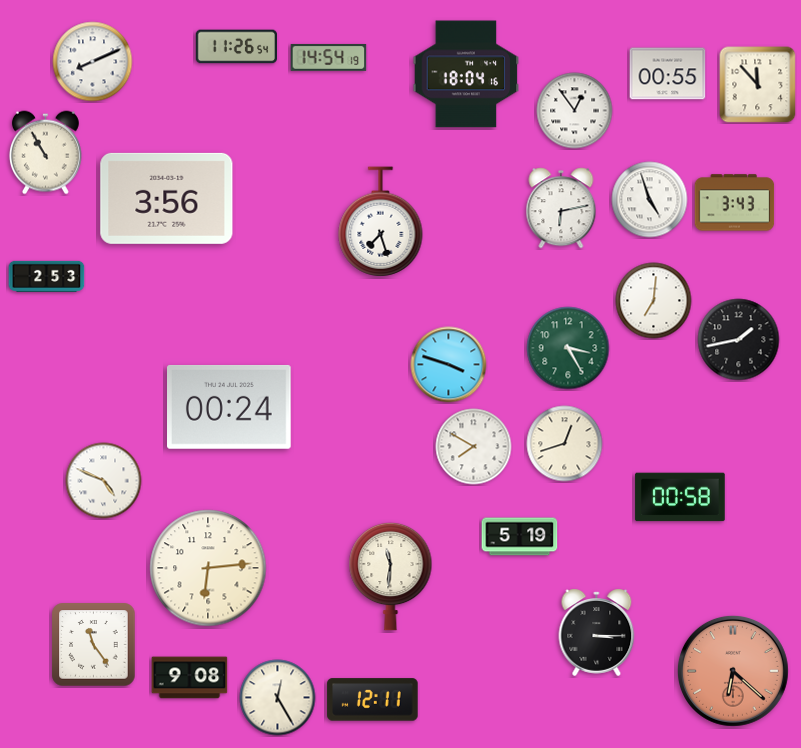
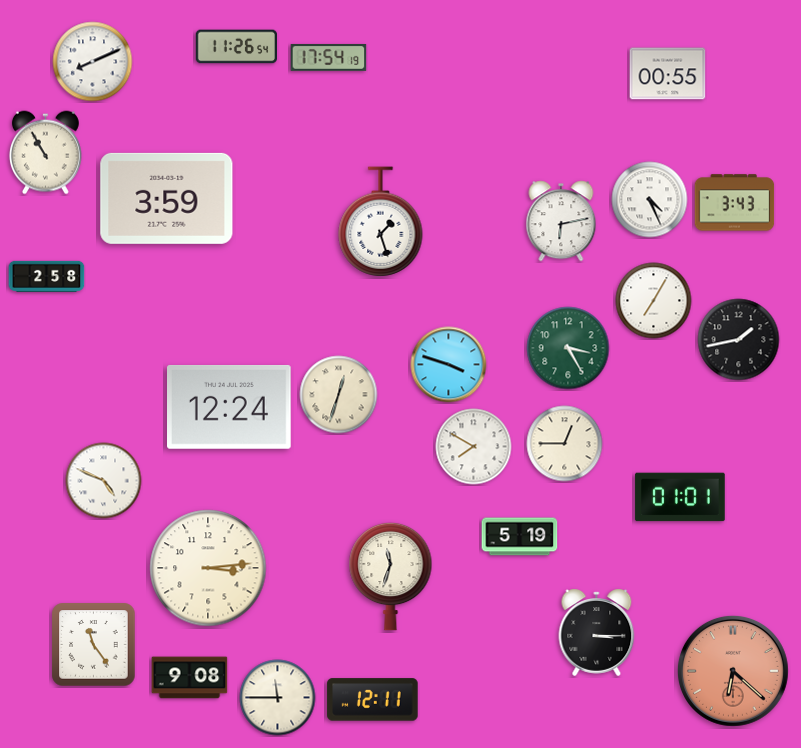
clock at (329, 57): 14:54 -> 17:54
clock at (466, 74): 18:04 -> none
clock at (758, 85): 11:53 -> none
clock at (575, 111): 12:54 -> none
clock at (167, 198): 3:56 -> 3:59
clock at (650, 200): 4:57 -> 4:26
clock at (561, 208) position: (561, 208) -> (561, 221)
clock at (381, 222): 7:27 -> 1:27
clock at (47, 276): 2:53 -> 2:58
clock at (654, 301): 7:01 -> 7:05
clock at (339, 395): none -> 12:33
clock at (230, 407): 00:24 -> 12:24
clock at (565, 444): 12:42 -> 12:45
clock at (680, 497): 00:58 -> 01:01
clock at (208, 568): 6:14 -> 3:14
clock at (391, 576): 11:31 -> 11:33
clock at (278, 698): 12:25 -> 11:45
